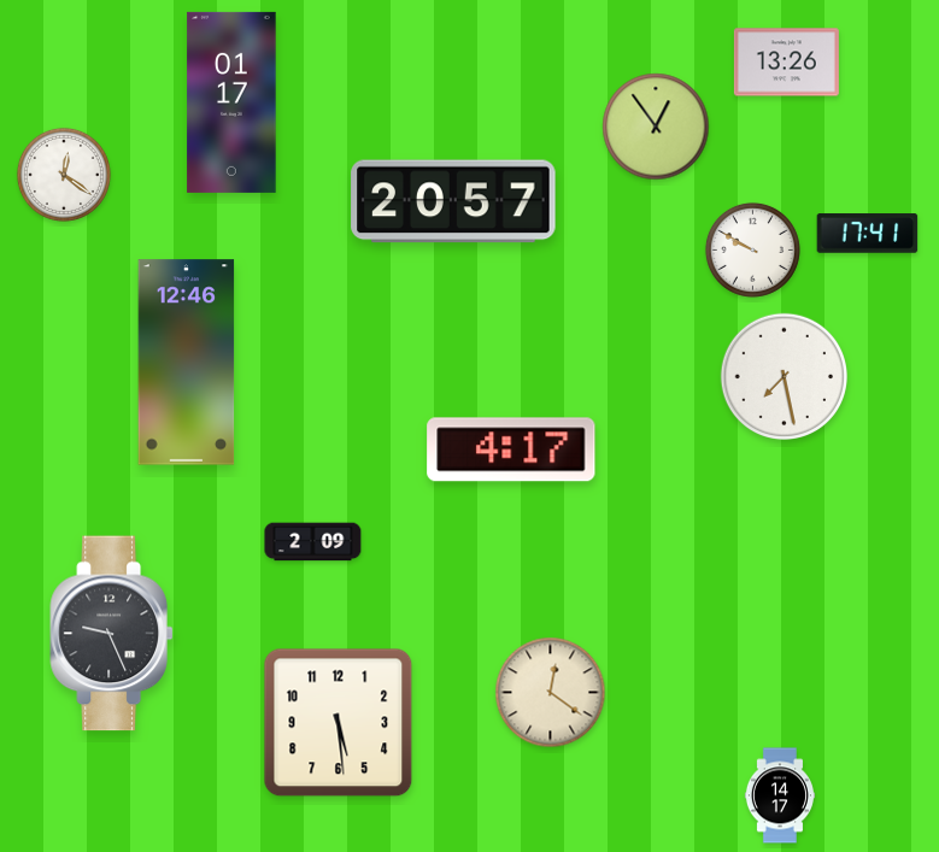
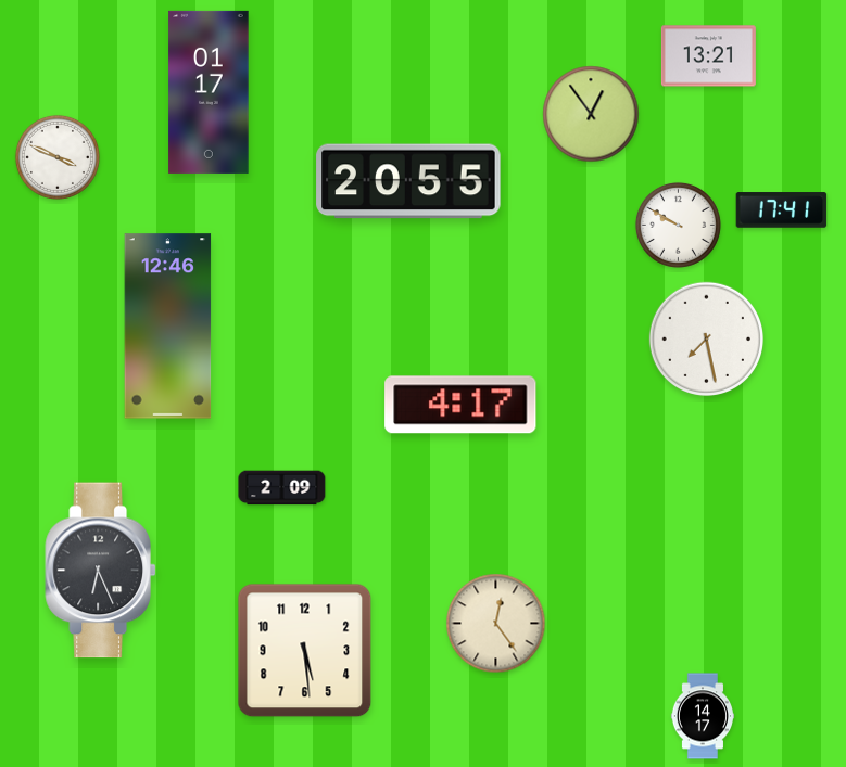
clock at (786, 63): 13:26 -> 13:21
clock at (64, 175): 12:21 -> 3:49
clock at (453, 201): 20:57 -> 20:55
clock at (112, 634): 9:26 -> 6:26
clock at (551, 693): 12:21 -> 12:24
